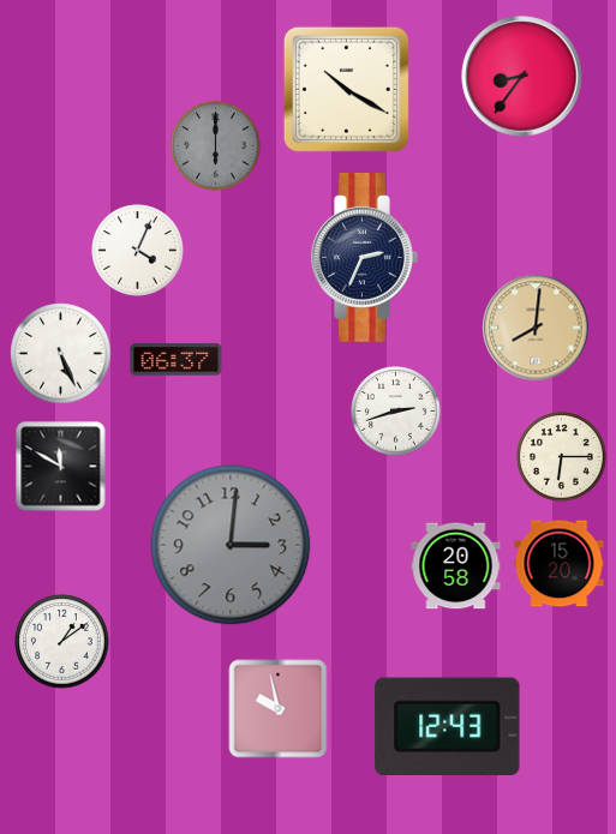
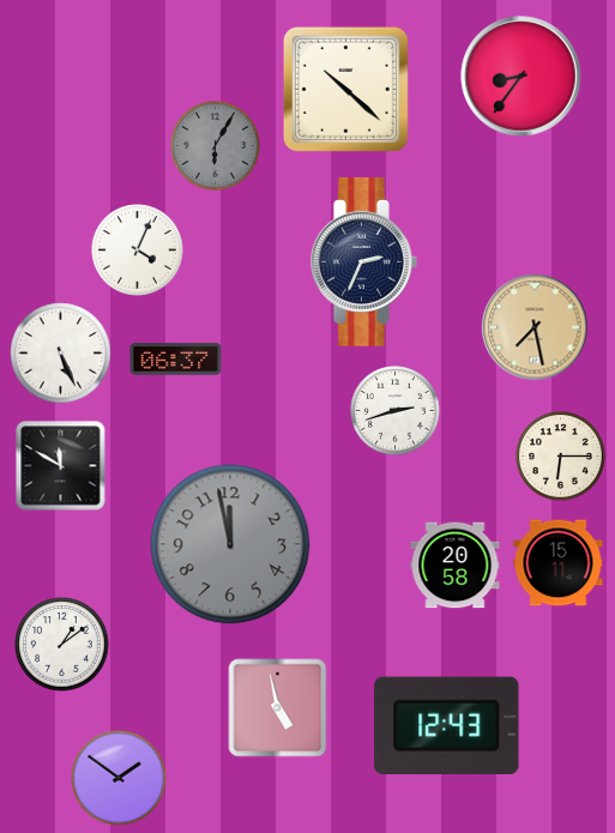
clock at (346, 89): 10:20 -> 10:22
clock at (216, 146): 6:00 -> 6:05
clock at (365, 257) position: (365, 257) -> (364, 261)
clock at (536, 328): 8:01 -> 7:28
clock at (231, 545): 3:01 -> 11:58
clock at (560, 564): 15:20 -> 15:11
clock at (62, 642) position: (62, 642) -> (62, 645)
clock at (279, 709): 9:58 -> 4:58
clock at (119, 778): none -> 1:51
